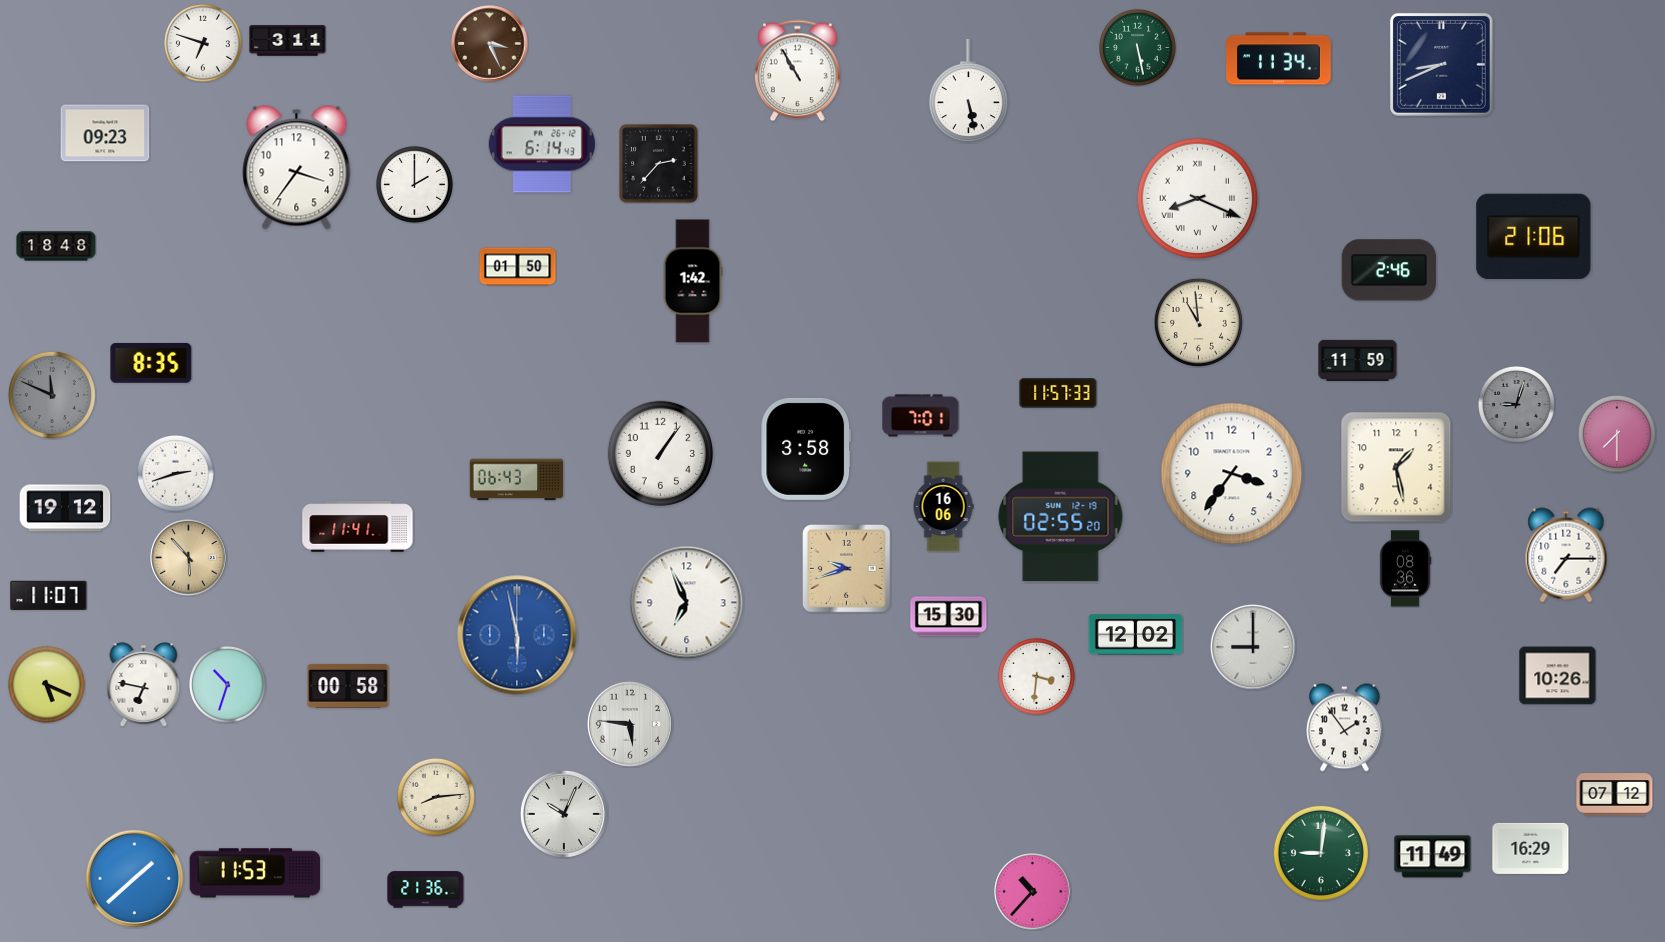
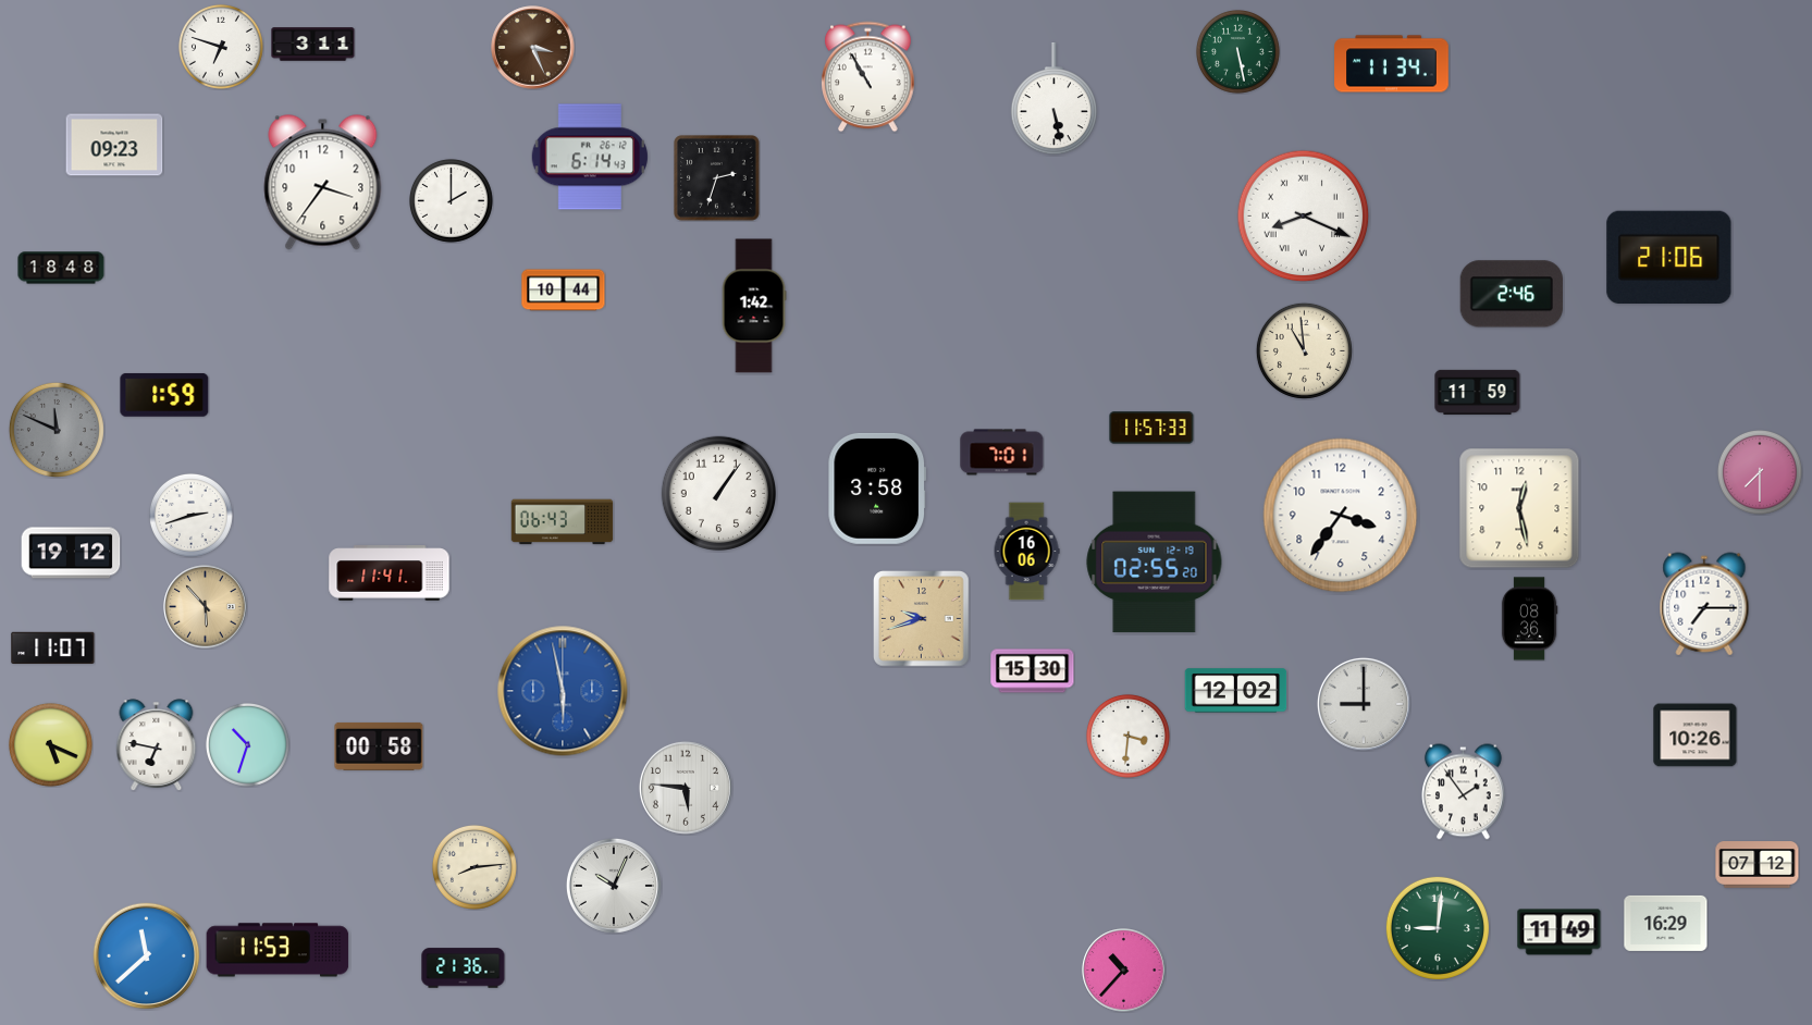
clock at (1441, 64): 8:41 -> none
clock at (659, 164): 2:37 -> 2:33
clock at (518, 267): 01:50 -> 10:44
clock at (151, 363): 8:35 -> 1:59
clock at (1516, 404): 9:03 -> none
clock at (1396, 467): 1:28 -> 12:28
clock at (687, 603): 6:56 -> none
clock at (135, 879): 1:38 -> 11:38
